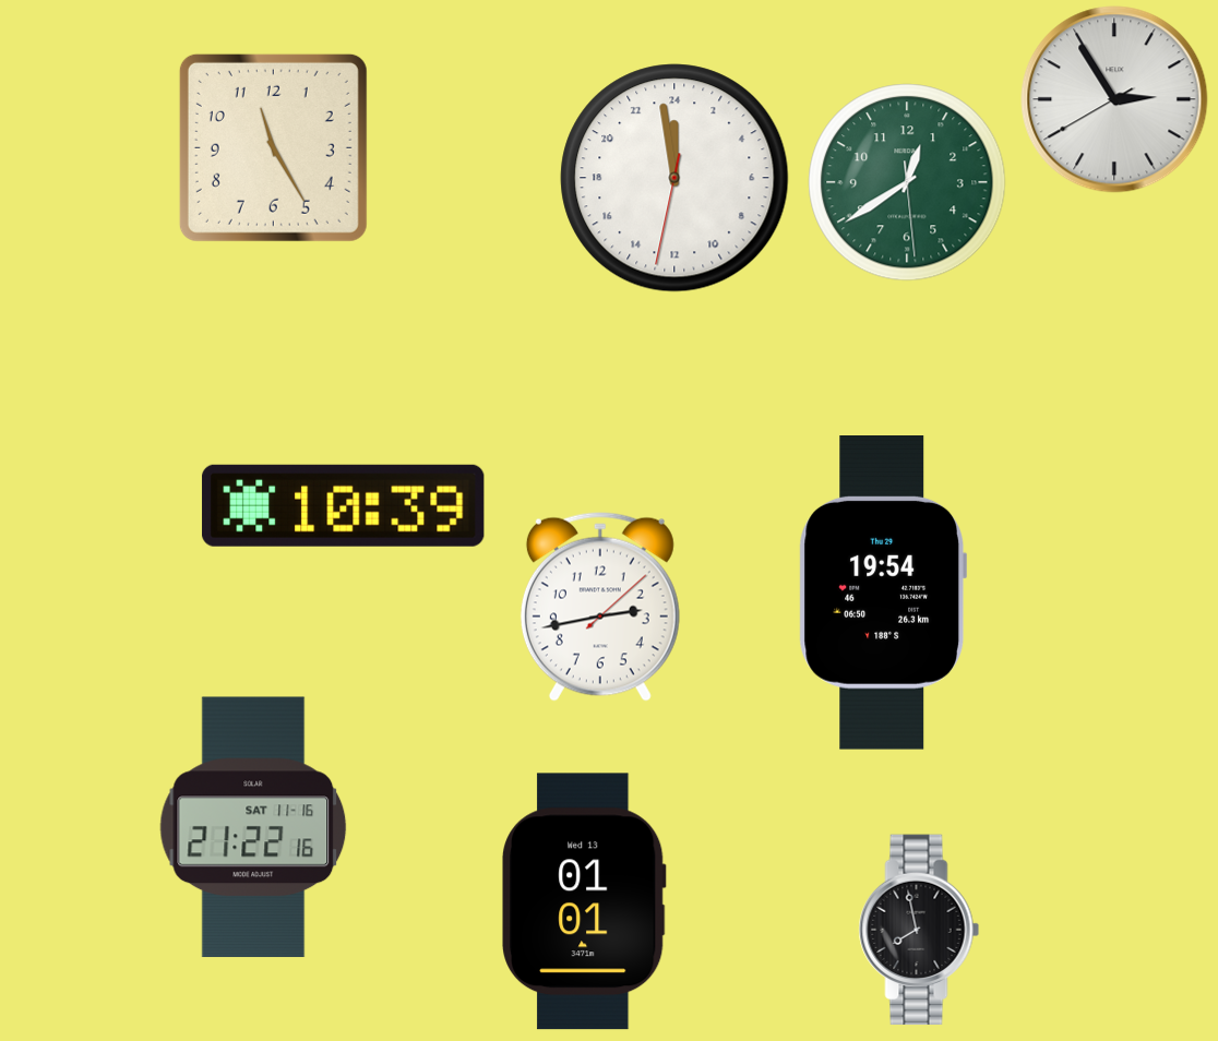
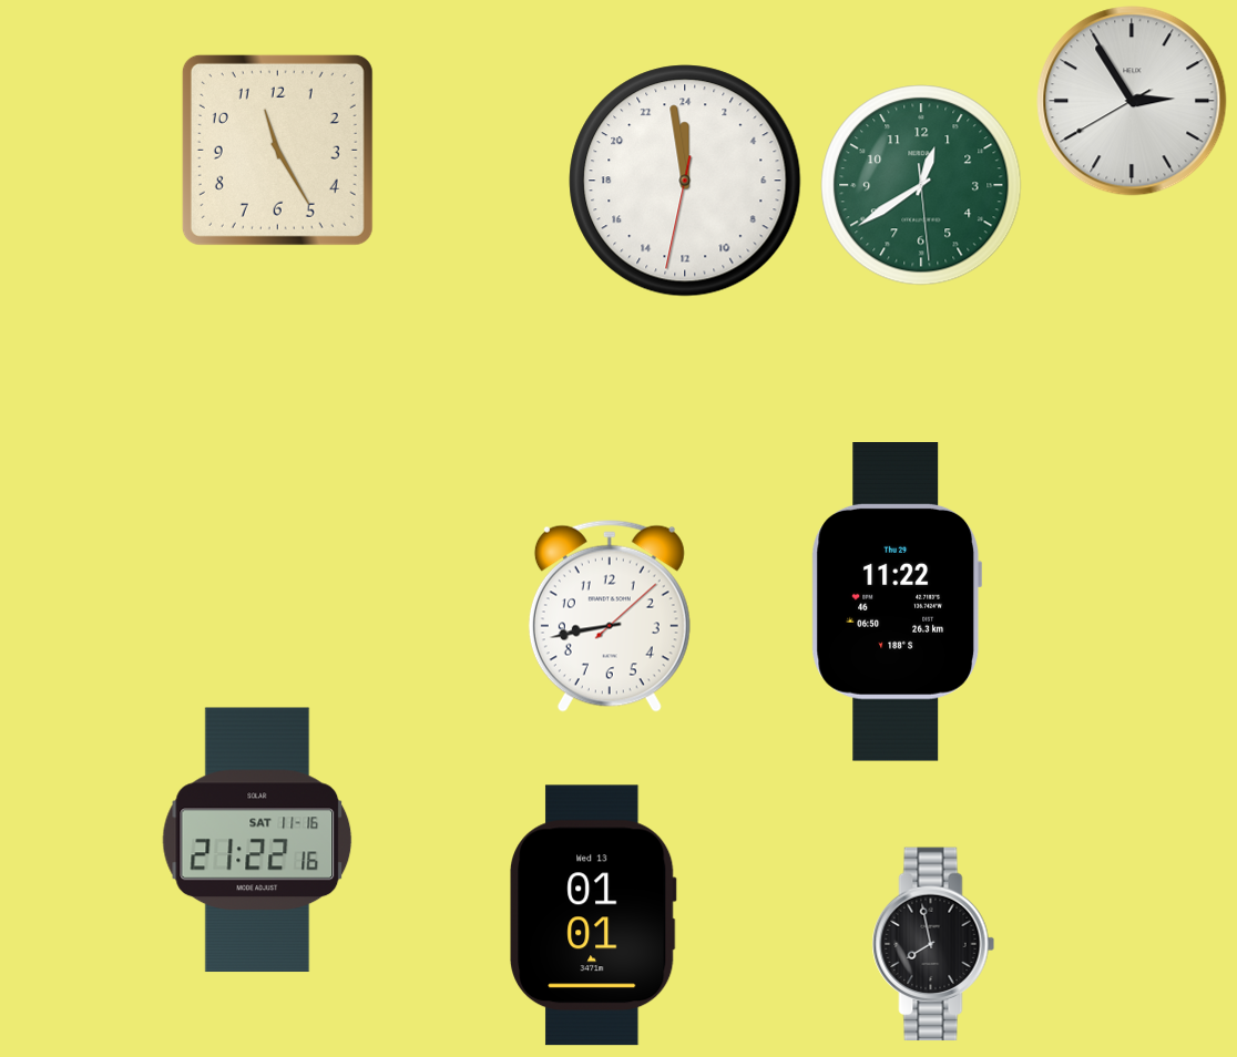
clock at (344, 505): 10:39 -> none
clock at (882, 594): 19:54 -> 11:22
clock at (600, 607): 2:43 -> 8:43
